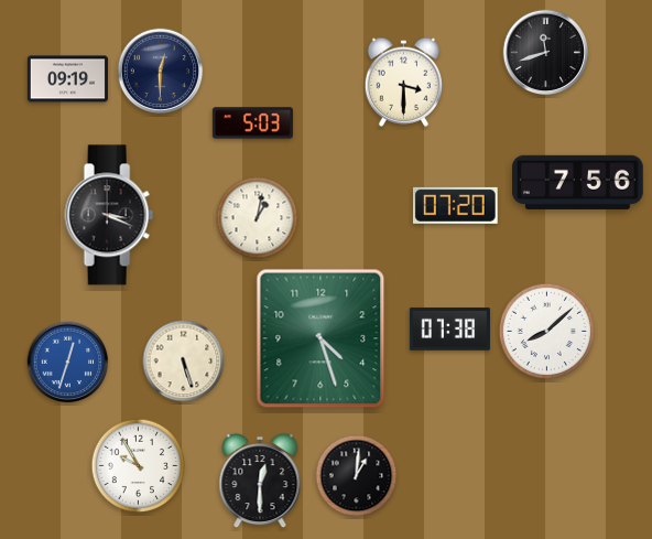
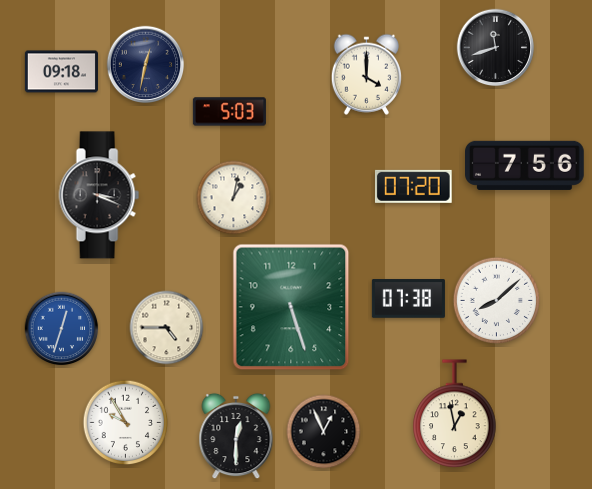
clock at (161, 72): 12:30 -> 12:32
clock at (67, 79): 09:19 -> 09:18
clock at (403, 82): 3:30 -> 4:00
clock at (320, 338): 4:27 -> 5:27
clock at (184, 362): 5:27 -> 4:45
clock at (455, 414): none -> 12:58
clock at (357, 476): 1:01 -> 12:56
